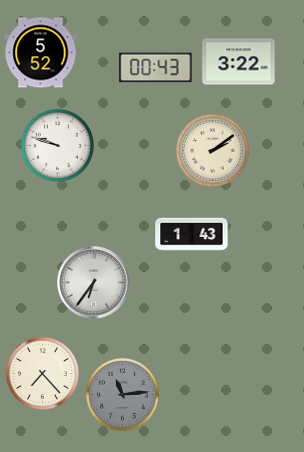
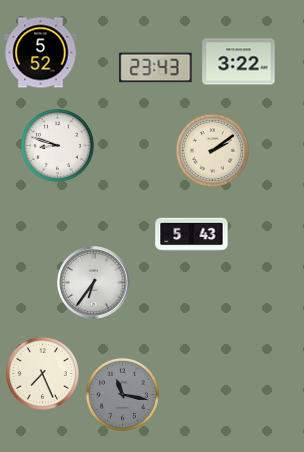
clock at (156, 68): 00:43 -> 23:43
clock at (57, 145): 9:48 -> 8:48
clock at (192, 235): 1:43 -> 5:43
clock at (42, 373): 7:23 -> 7:26
clock at (122, 394): 11:14 -> 11:17
